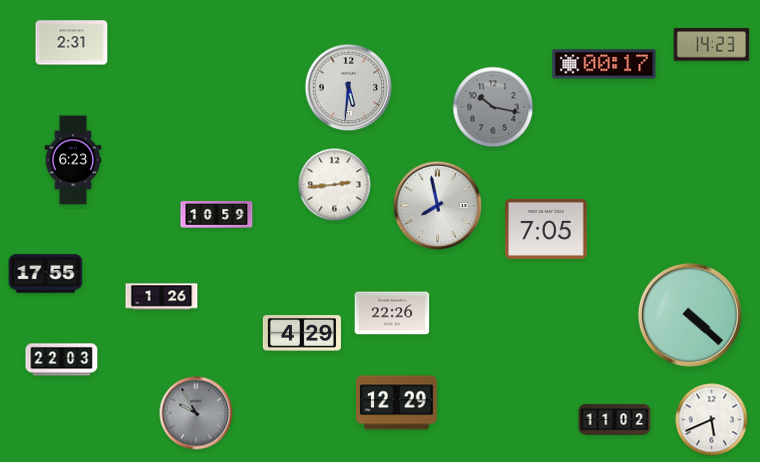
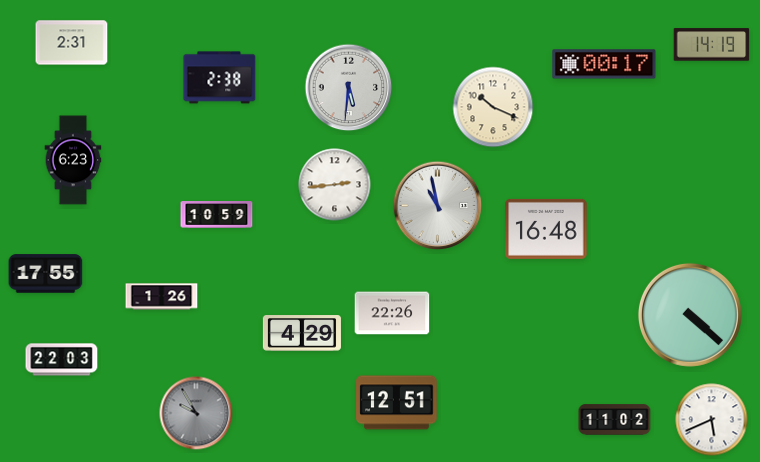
clock at (712, 45): 14:23 -> 14:19
clock at (220, 78): none -> 2:38
clock at (493, 107): 10:17 -> 10:19
clock at (493, 107) dial: grey -> cream
clock at (438, 206): 7:58 -> 10:58
clock at (546, 229): 7:05 -> 16:48
clock at (397, 403): 12:29 -> 12:51
